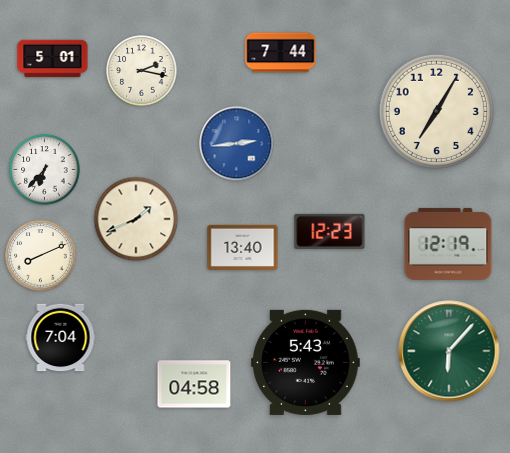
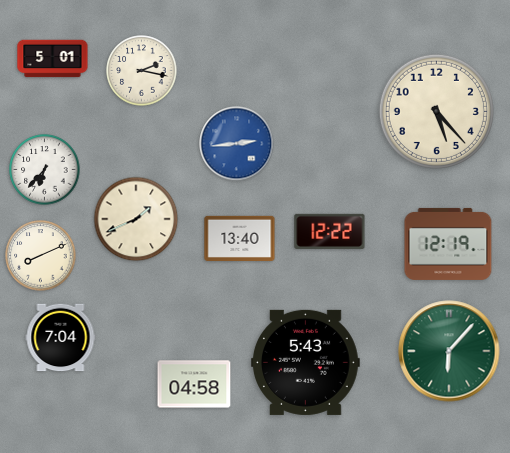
clock at (281, 53): 7:44 -> none
clock at (436, 111): 7:05 -> 5:23
clock at (330, 231): 12:23 -> 12:22
clock at (243, 247) position: (243, 247) -> (240, 238)
